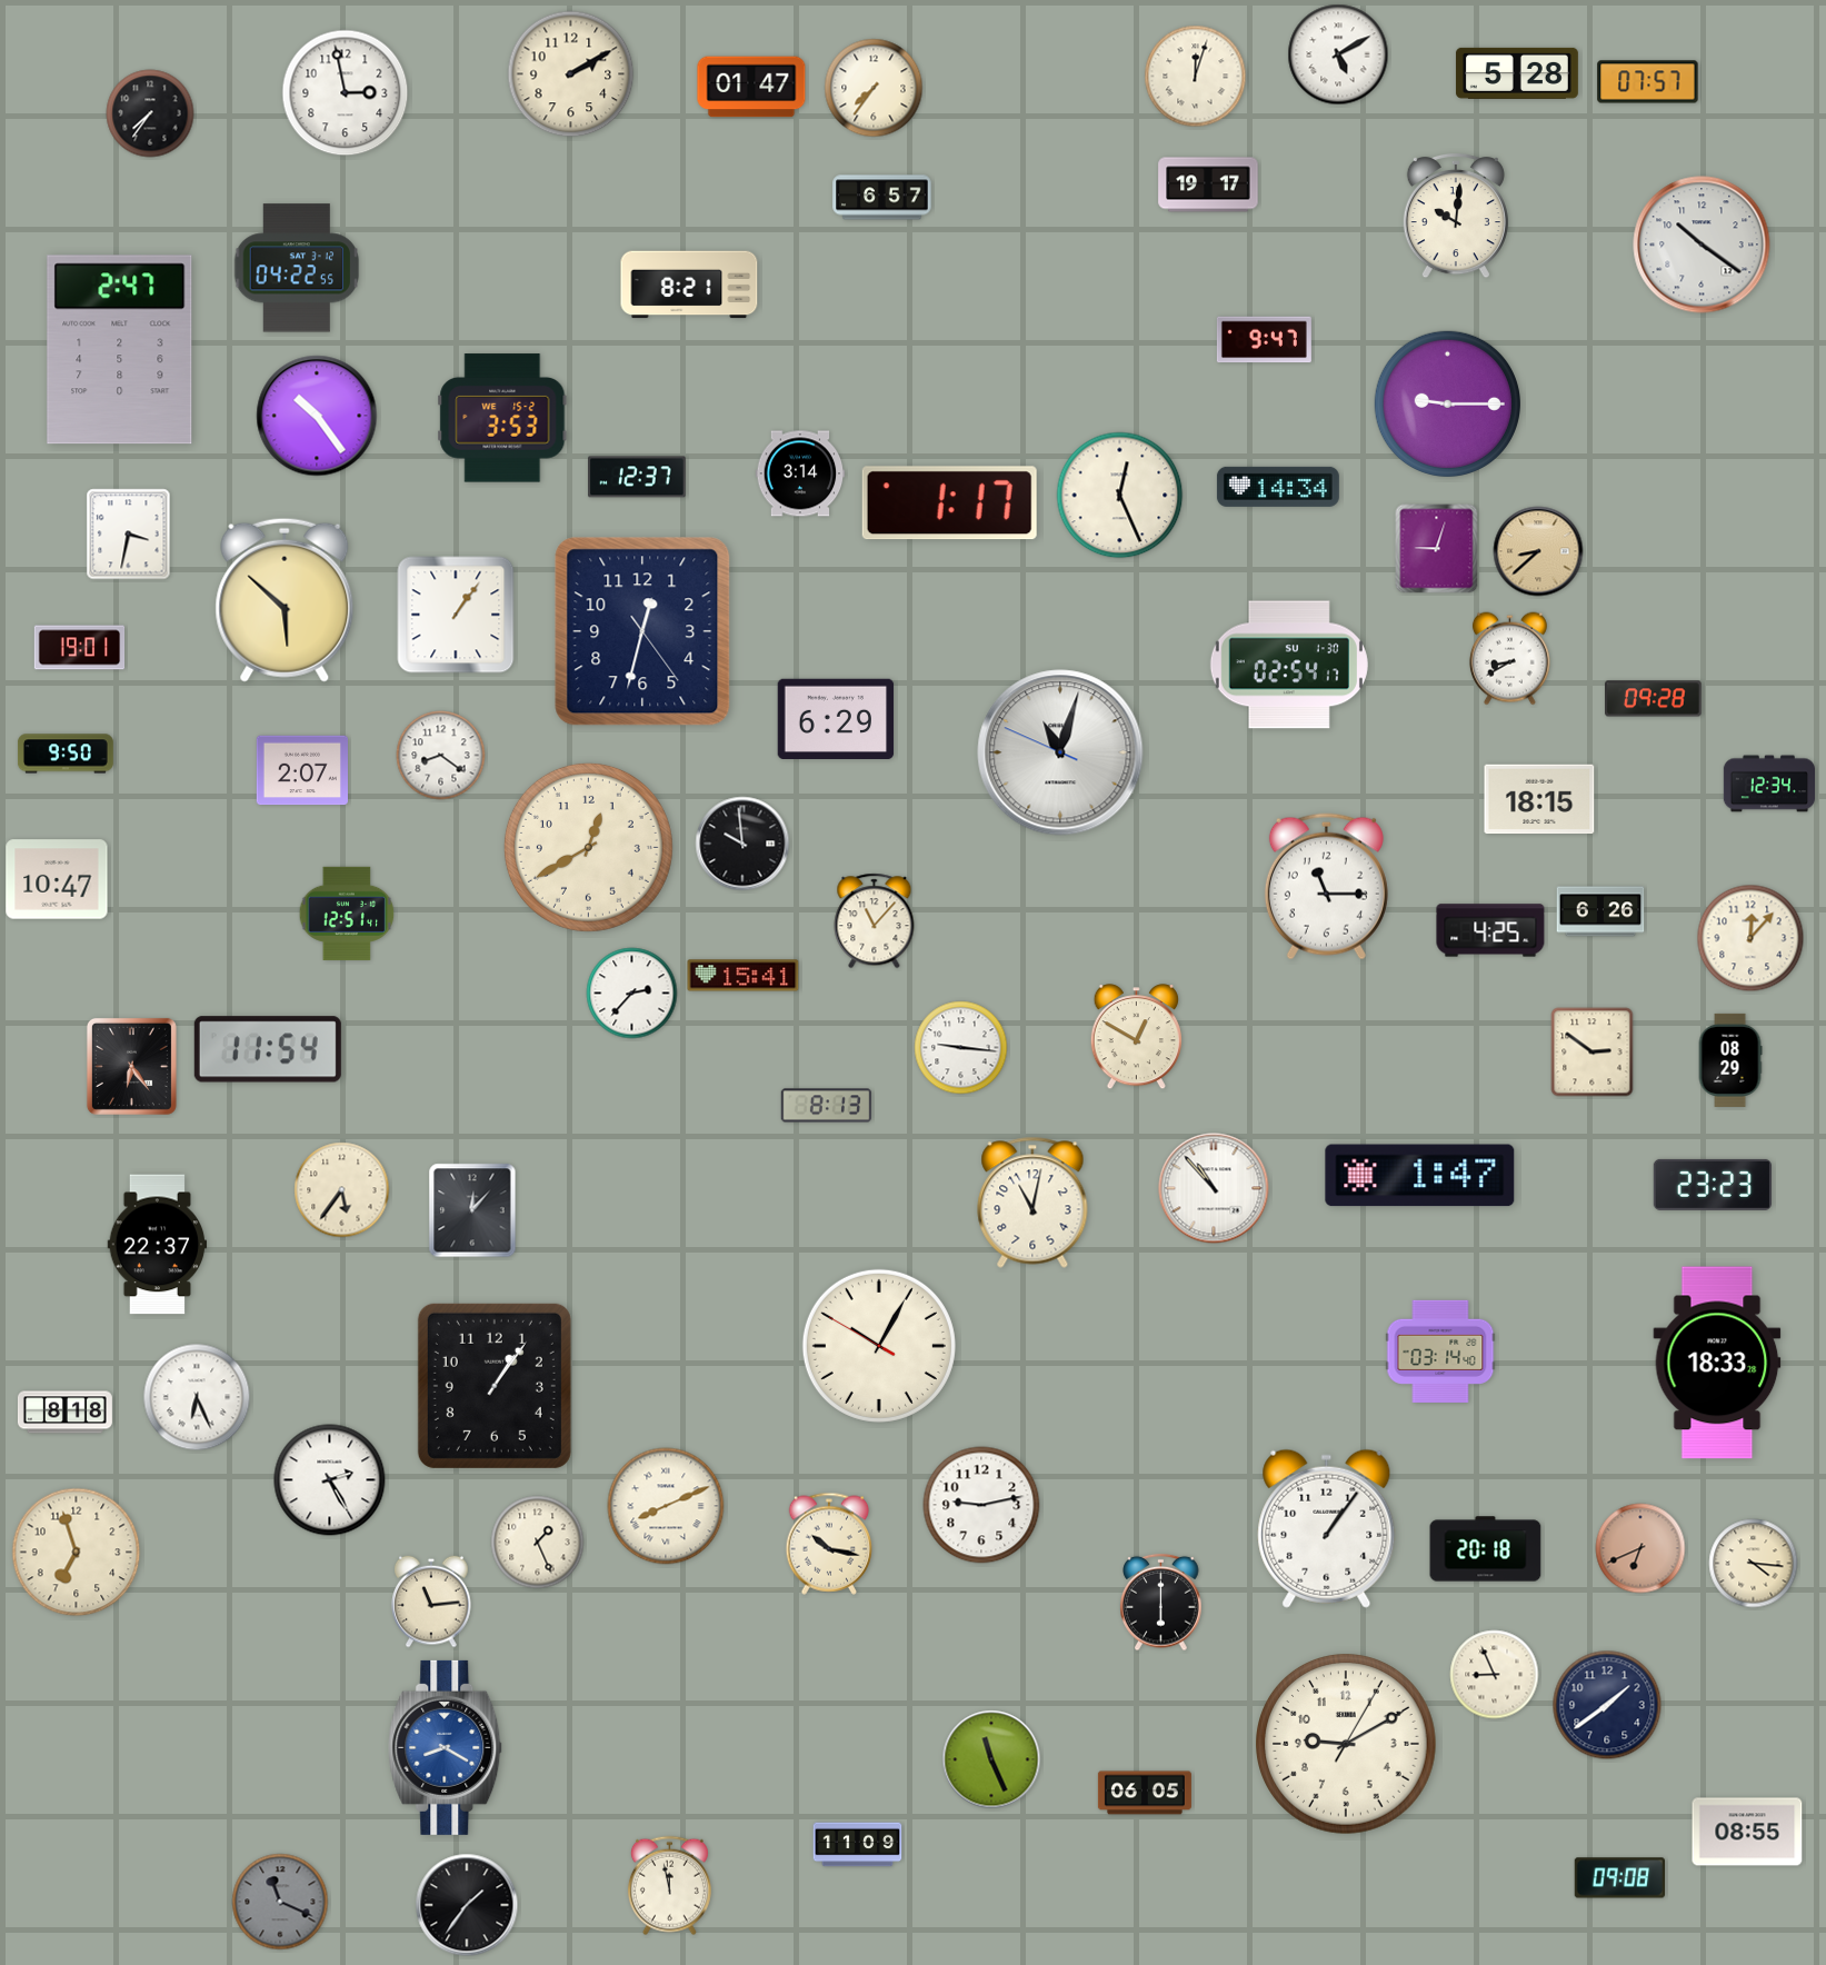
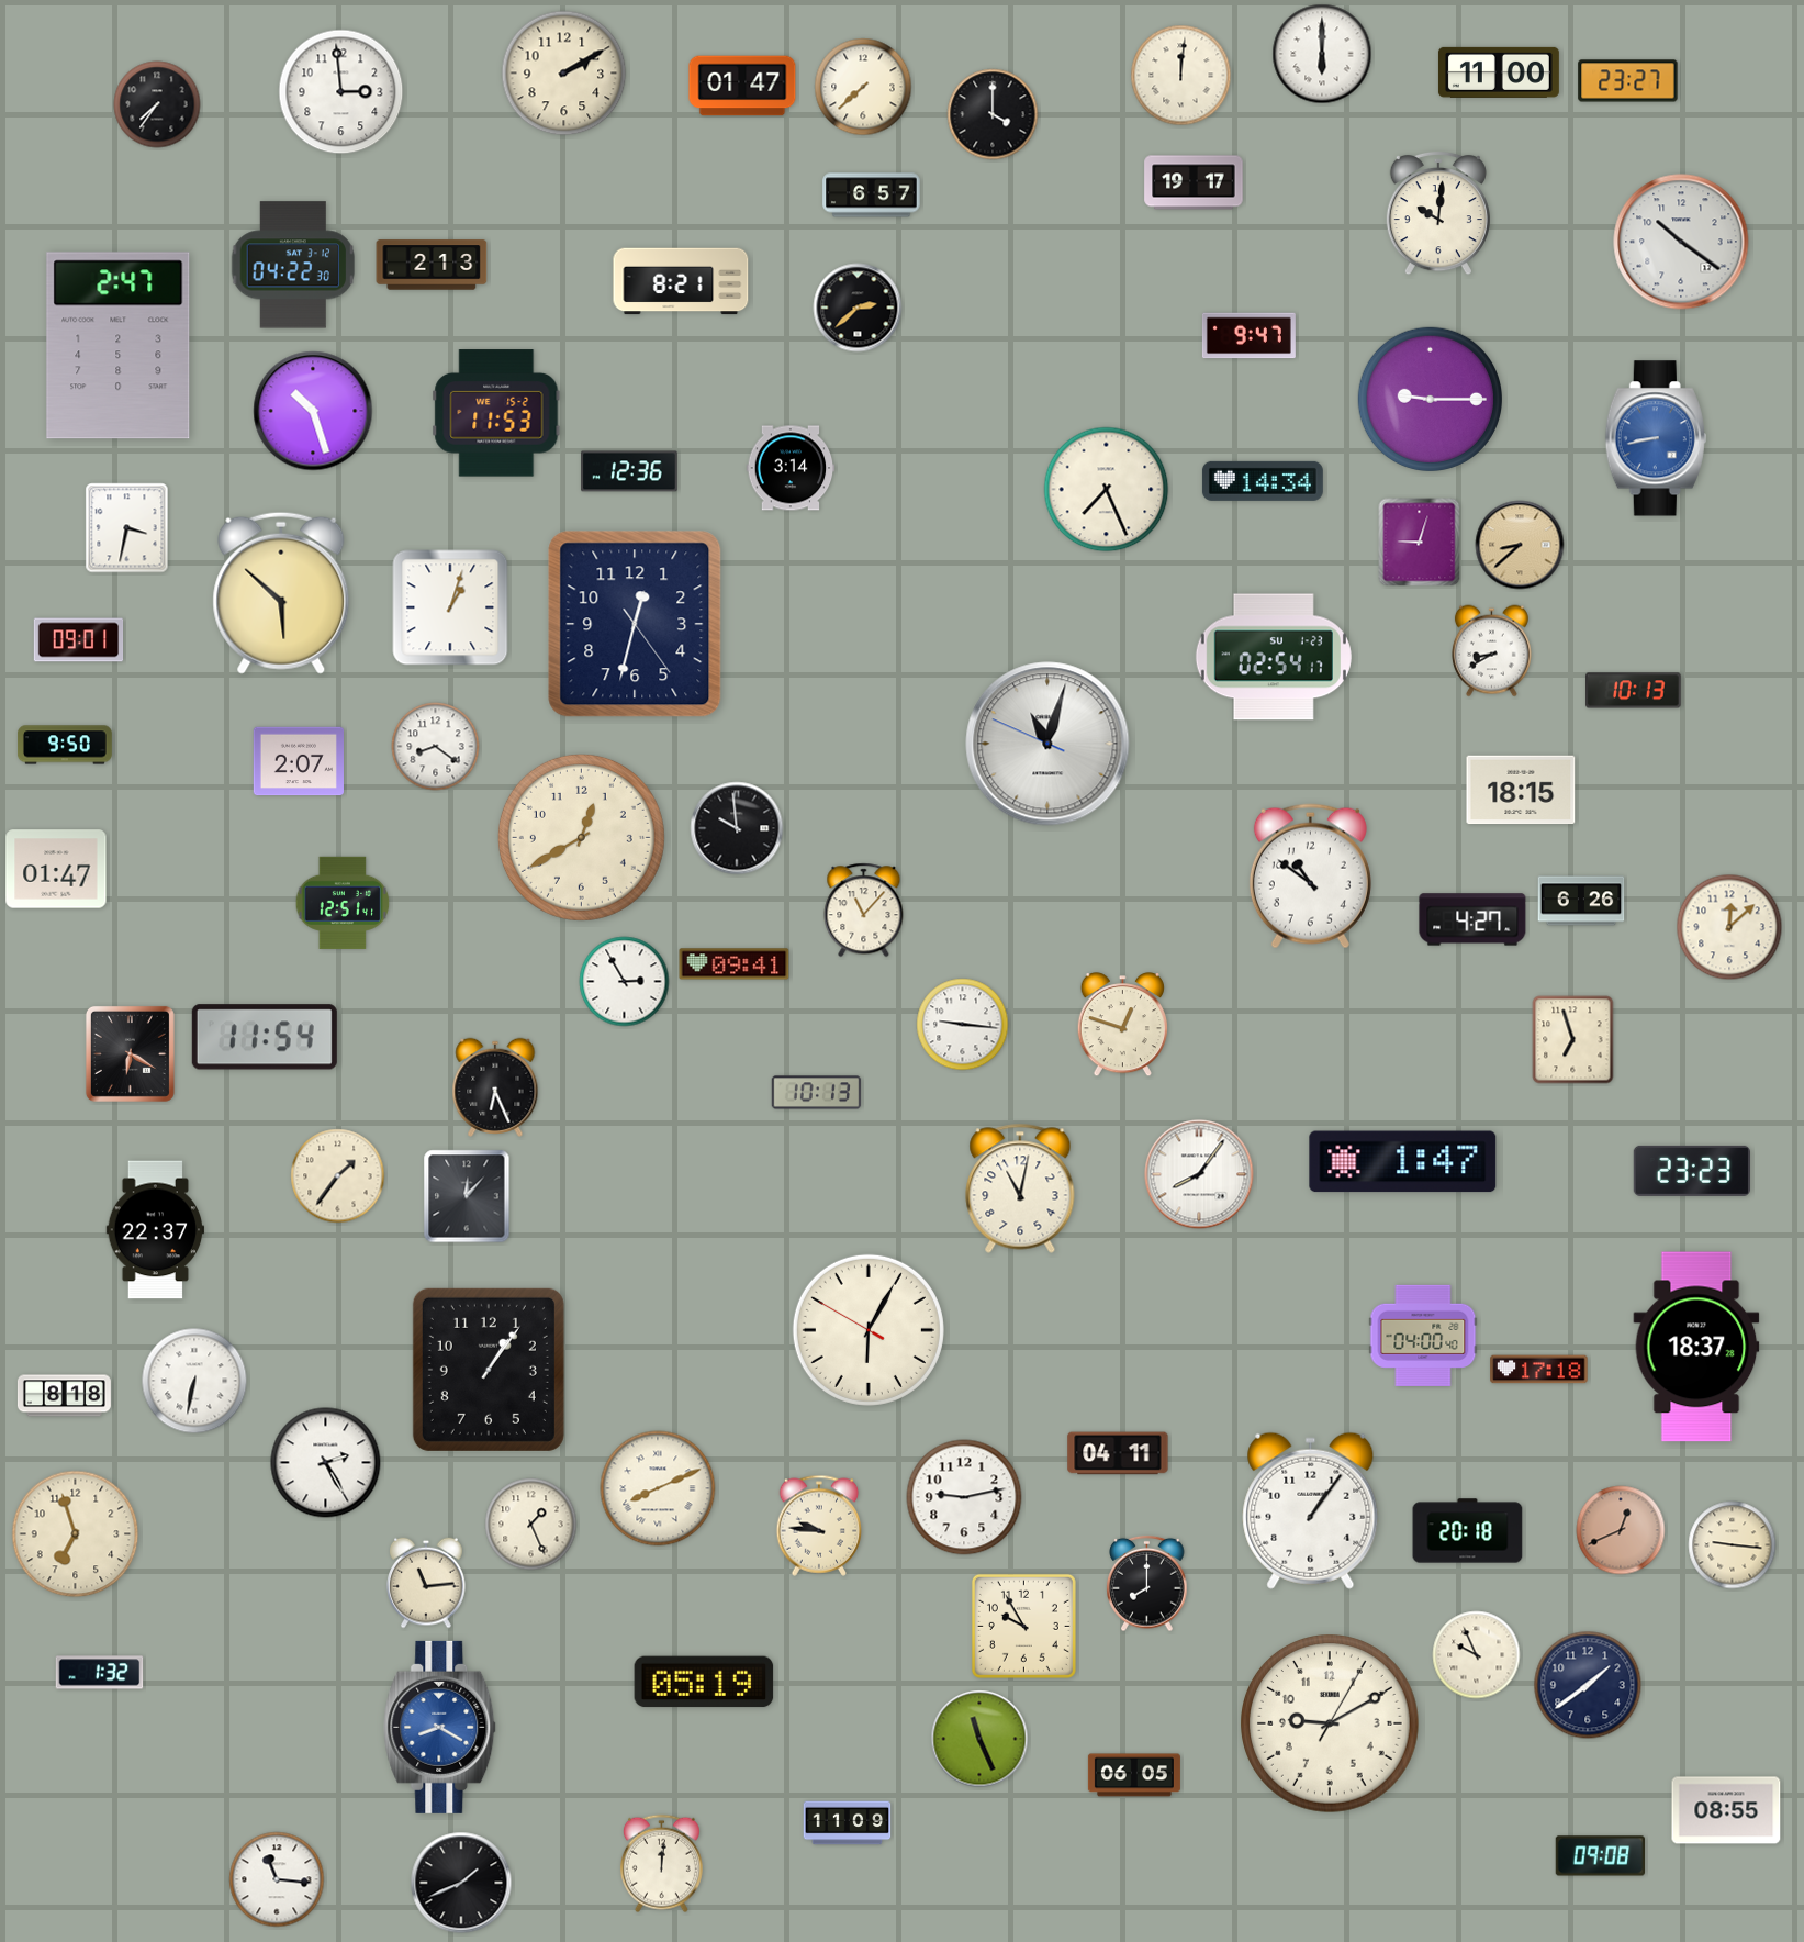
clock at (1338, 54): 5:10 -> 6:00
clock at (1517, 73): 5:28 -> 11:00
clock at (1196, 77): 12:03 -> 12:01
clock at (1648, 82): 07:57 -> 23:27
clock at (874, 88): 7:36 -> 7:38
clock at (346, 93): 2:58 -> 2:59
clock at (150, 113) position: (150, 113) -> (157, 104)
clock at (993, 114): none -> 4:00
clock at (297, 268): 04:22:55 -> 04:22:30
clock at (432, 265): none -> 2:13
clock at (858, 308): none -> 2:38
clock at (317, 416): 10:24 -> 10:27
clock at (502, 418): 3:53 -> 11:53
clock at (1656, 438): none -> 8:43
clock at (637, 477): 12:37 -> 12:36
clock at (1120, 496): 12:26 -> 7:26
clock at (949, 503): 1:17 -> none
clock at (456, 615): 1:06 -> 1:03
clock at (80, 648): 19:01 -> 09:01
clock at (1289, 665) date: SU 1-30 -> SU 1-23
clock at (1654, 699): 09:28 -> 10:13
clock at (836, 718): 6:29 -> none
clock at (1768, 784): 12:34 -> none
clock at (742, 844) position: (742, 844) -> (737, 828)
clock at (57, 879): 10:47 -> 01:47
clock at (1326, 887): 11:15 -> 10:51
clock at (1490, 930): 4:25 -> 4:27
clock at (1750, 938): 12:07 -> 12:08
clock at (744, 976): 15:41 -> 09:41
clock at (632, 994): 2:37 -> 2:55
clock at (1136, 1037): 12:50 -> 12:48
clock at (961, 1048) position: (961, 1048) -> (963, 1025)
clock at (1593, 1053): 2:51 -> 6:57
clock at (1730, 1060): 08:29 -> none
clock at (131, 1066): 6:24 -> 6:20
clock at (495, 1087): none -> 6:26
clock at (827, 1106): 8:13 -> 10:13
clock at (1214, 1188): 10:53 -> 8:06
clock at (342, 1190): 5:36 -> 1:36
clock at (879, 1346): 10:04 -> 6:04
clock at (1440, 1351): 03:14 -> 04:00
clock at (1717, 1363): 18:33 -> 18:37
clock at (1539, 1370): none -> 17:18
clock at (197, 1397): 6:26 -> 6:32
clock at (1118, 1453): none -> 04:11
clock at (981, 1505) position: (981, 1505) -> (964, 1497)
clock at (829, 1544): 10:17 -> 9:46
clock at (1640, 1548): 6:41 -> 12:41
clock at (1754, 1564): 4:16 -> 9:16
clock at (1161, 1603): 6:00 -> 8:00
clock at (1023, 1626): none -> 9:55
clock at (1495, 1675): 8:56 -> 9:56
clock at (100, 1673): none -> 1:32
clock at (704, 1682): none -> 05:19
clock at (1145, 1793) position: (1145, 1793) -> (1134, 1775)
clock at (669, 1886): 11:58 -> 12:01
clock at (280, 1902): 11:19 -> 11:16
clock at (280, 1902) dial: grey -> white
clock at (467, 1905): 1:36 -> 1:41
